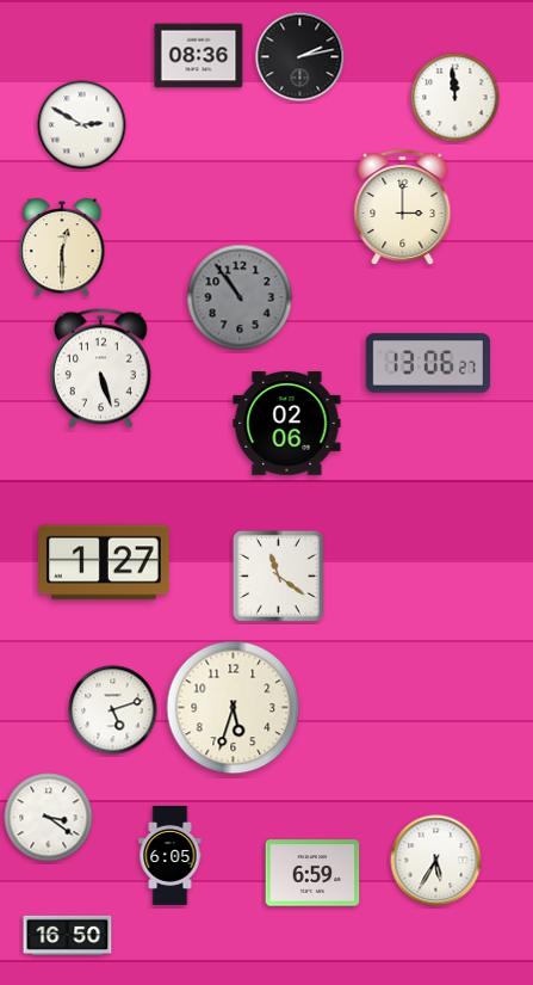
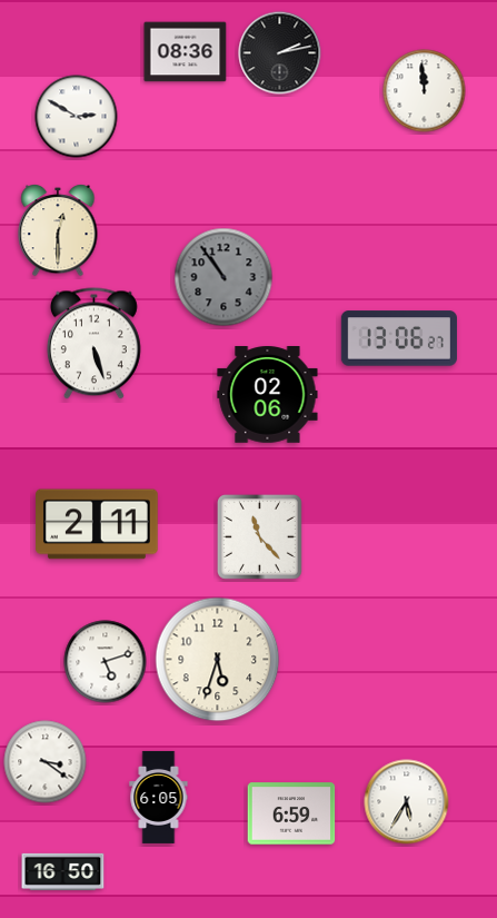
clock at (403, 208): 3:00 -> none
clock at (104, 562): 1:27 -> 2:11
clock at (278, 575): 11:21 -> 11:23
